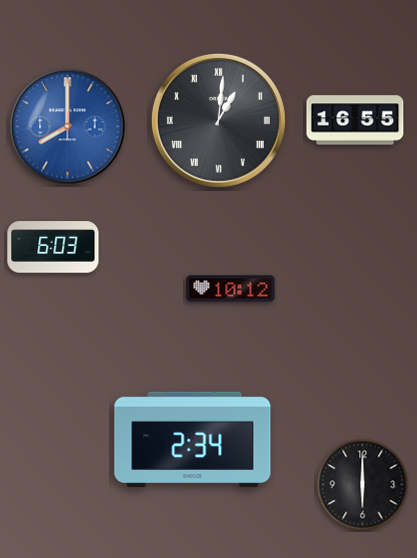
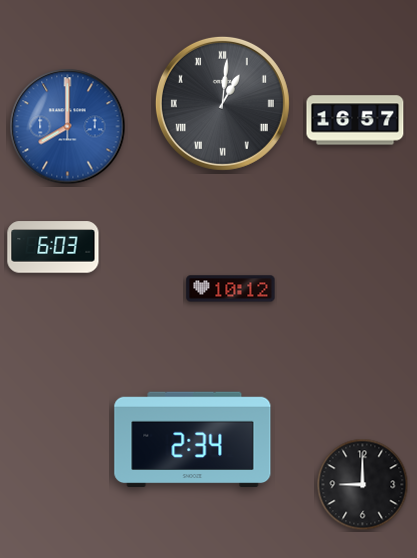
clock at (218, 120) position: (218, 120) -> (222, 103)
clock at (355, 120): 16:55 -> 16:57
clock at (363, 485): 6:00 -> 9:00
